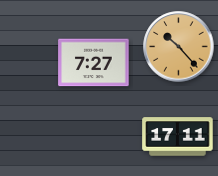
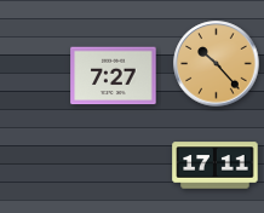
clock at (179, 47) position: (179, 47) -> (217, 64)
